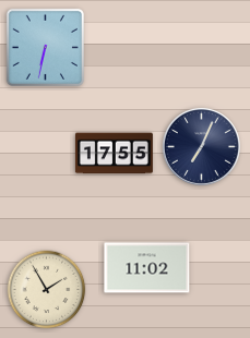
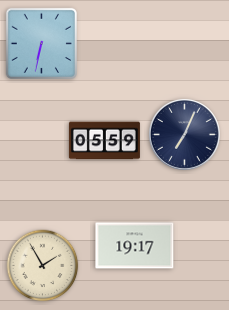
clock at (114, 154): 17:55 -> 05:59
clock at (147, 268): 11:02 -> 19:17
